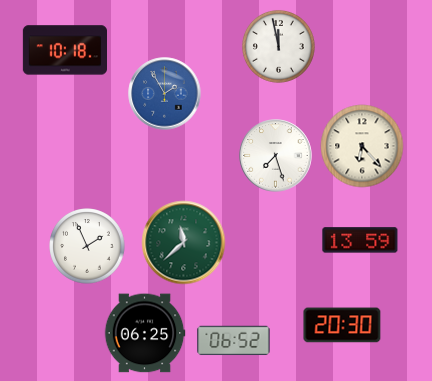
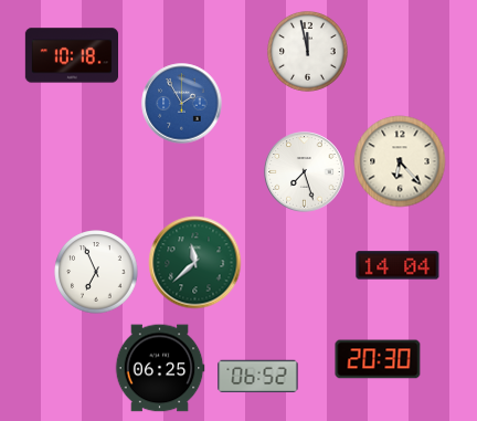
clock at (360, 240): 13:59 -> 14:04
clock at (184, 243) position: (184, 243) -> (195, 263)
clock at (87, 246): 1:56 -> 6:56
